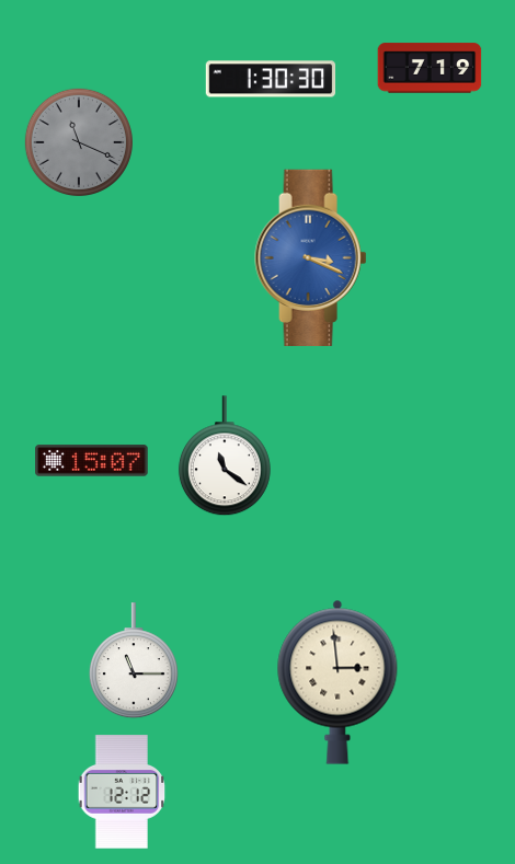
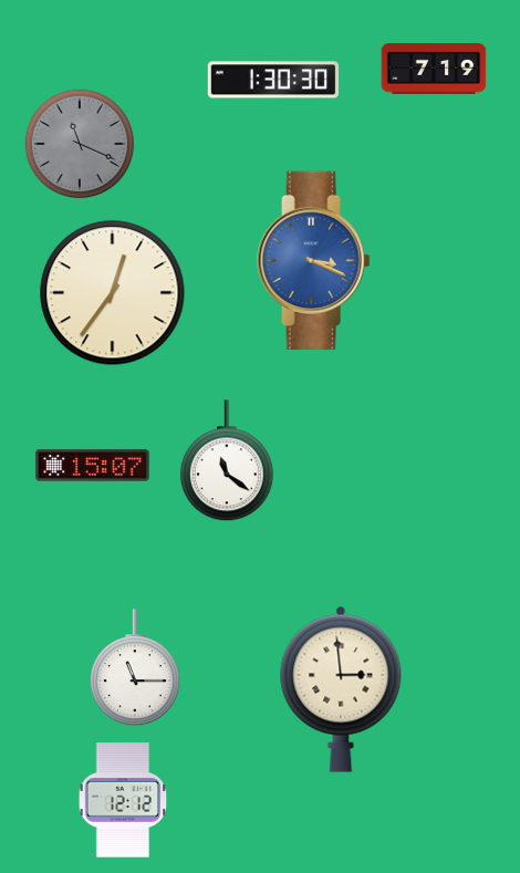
clock at (113, 293): none -> 12:36
